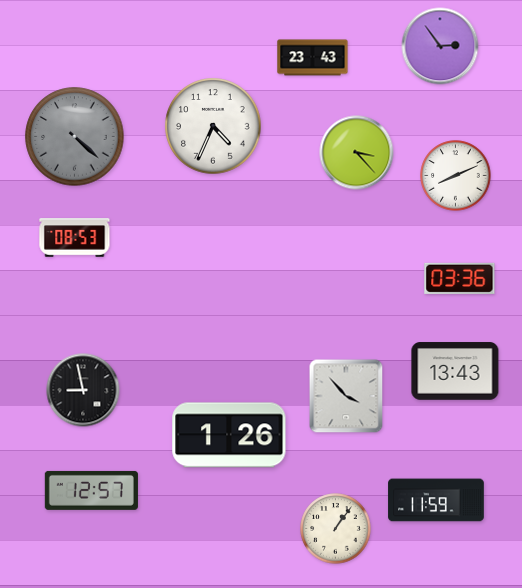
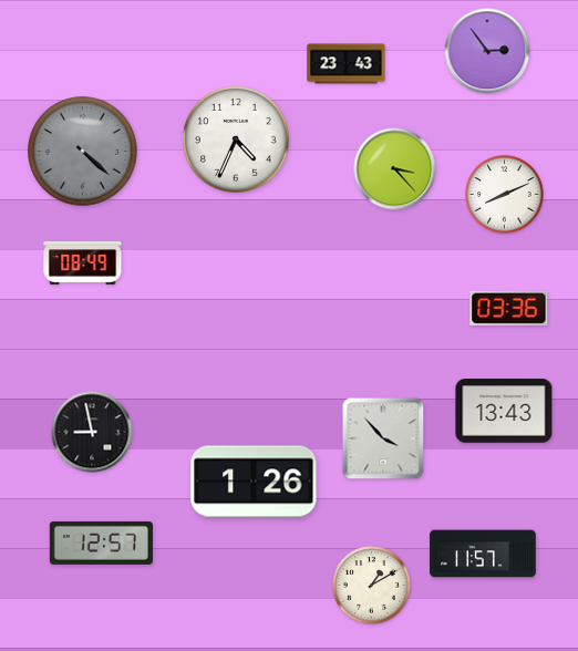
clock at (75, 238): 08:53 -> 08:49
clock at (436, 500): 11:59 -> 11:57
clock at (336, 529): 1:06 -> 1:10
